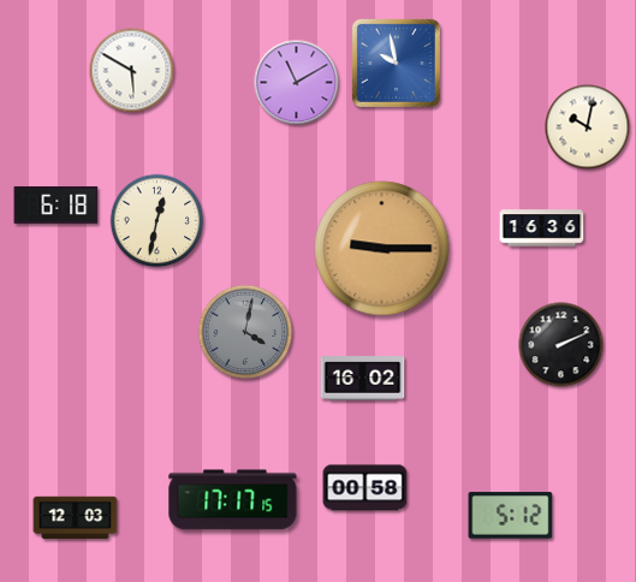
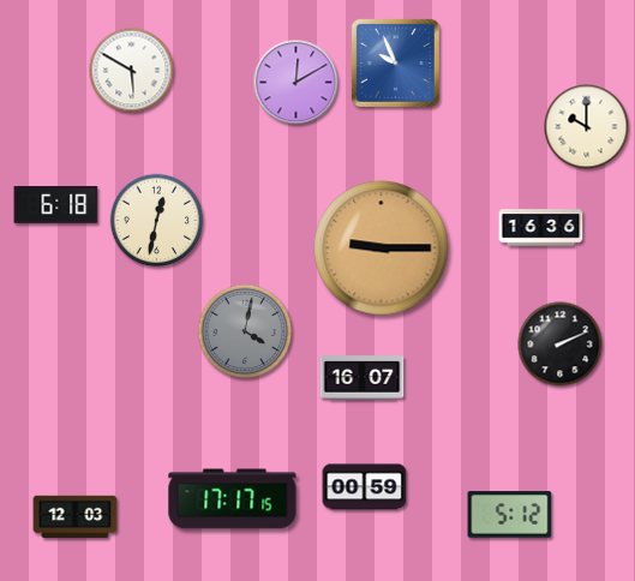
clock at (396, 63): 9:58 -> 9:56
clock at (297, 83): 11:10 -> 12:10
clock at (588, 127): 10:02 -> 10:00
clock at (363, 379): 16:02 -> 16:07
clock at (365, 488): 00:58 -> 00:59
